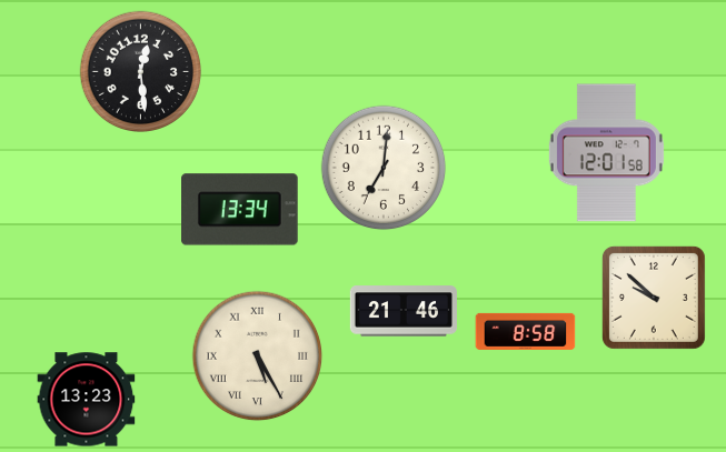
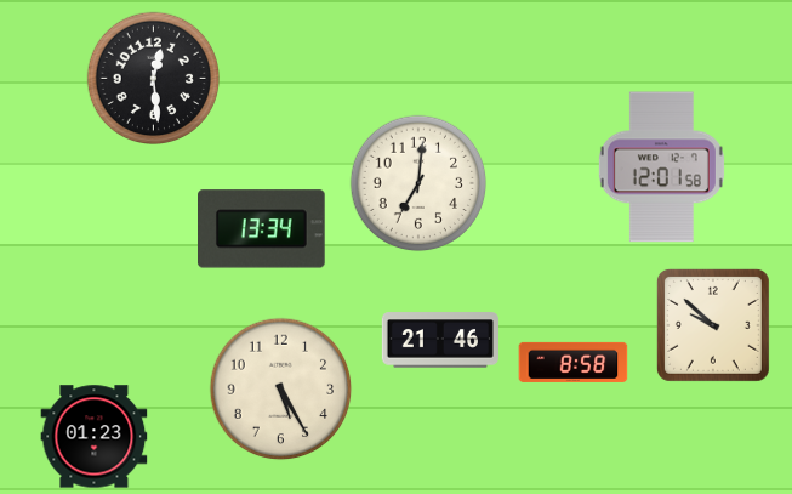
clock at (258, 356) numerals: Roman -> Arabic
clock at (87, 400): 13:23 -> 01:23
